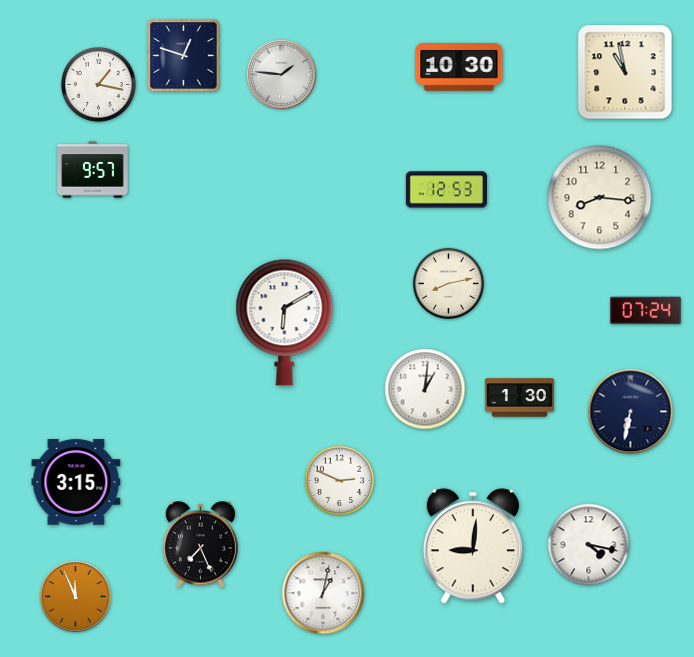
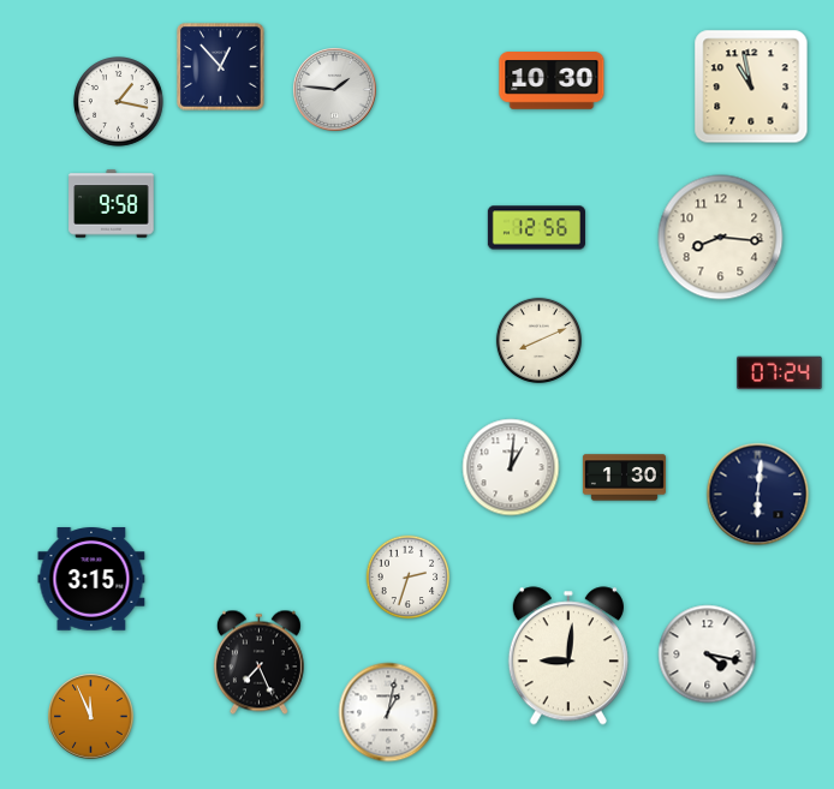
clock at (184, 56): 12:48 -> 12:53
clock at (282, 75) position: (282, 75) -> (335, 90)
clock at (93, 170): 9:57 -> 9:58
clock at (446, 190): 12:53 -> 12:56
clock at (448, 283): 8:13 -> 8:11
clock at (646, 311) position: (646, 311) -> (780, 373)
clock at (285, 322): 6:10 -> none
clock at (631, 412): 6:32 -> 6:01
clock at (340, 481): 2:49 -> 2:33
clock at (200, 545) position: (200, 545) -> (258, 663)
